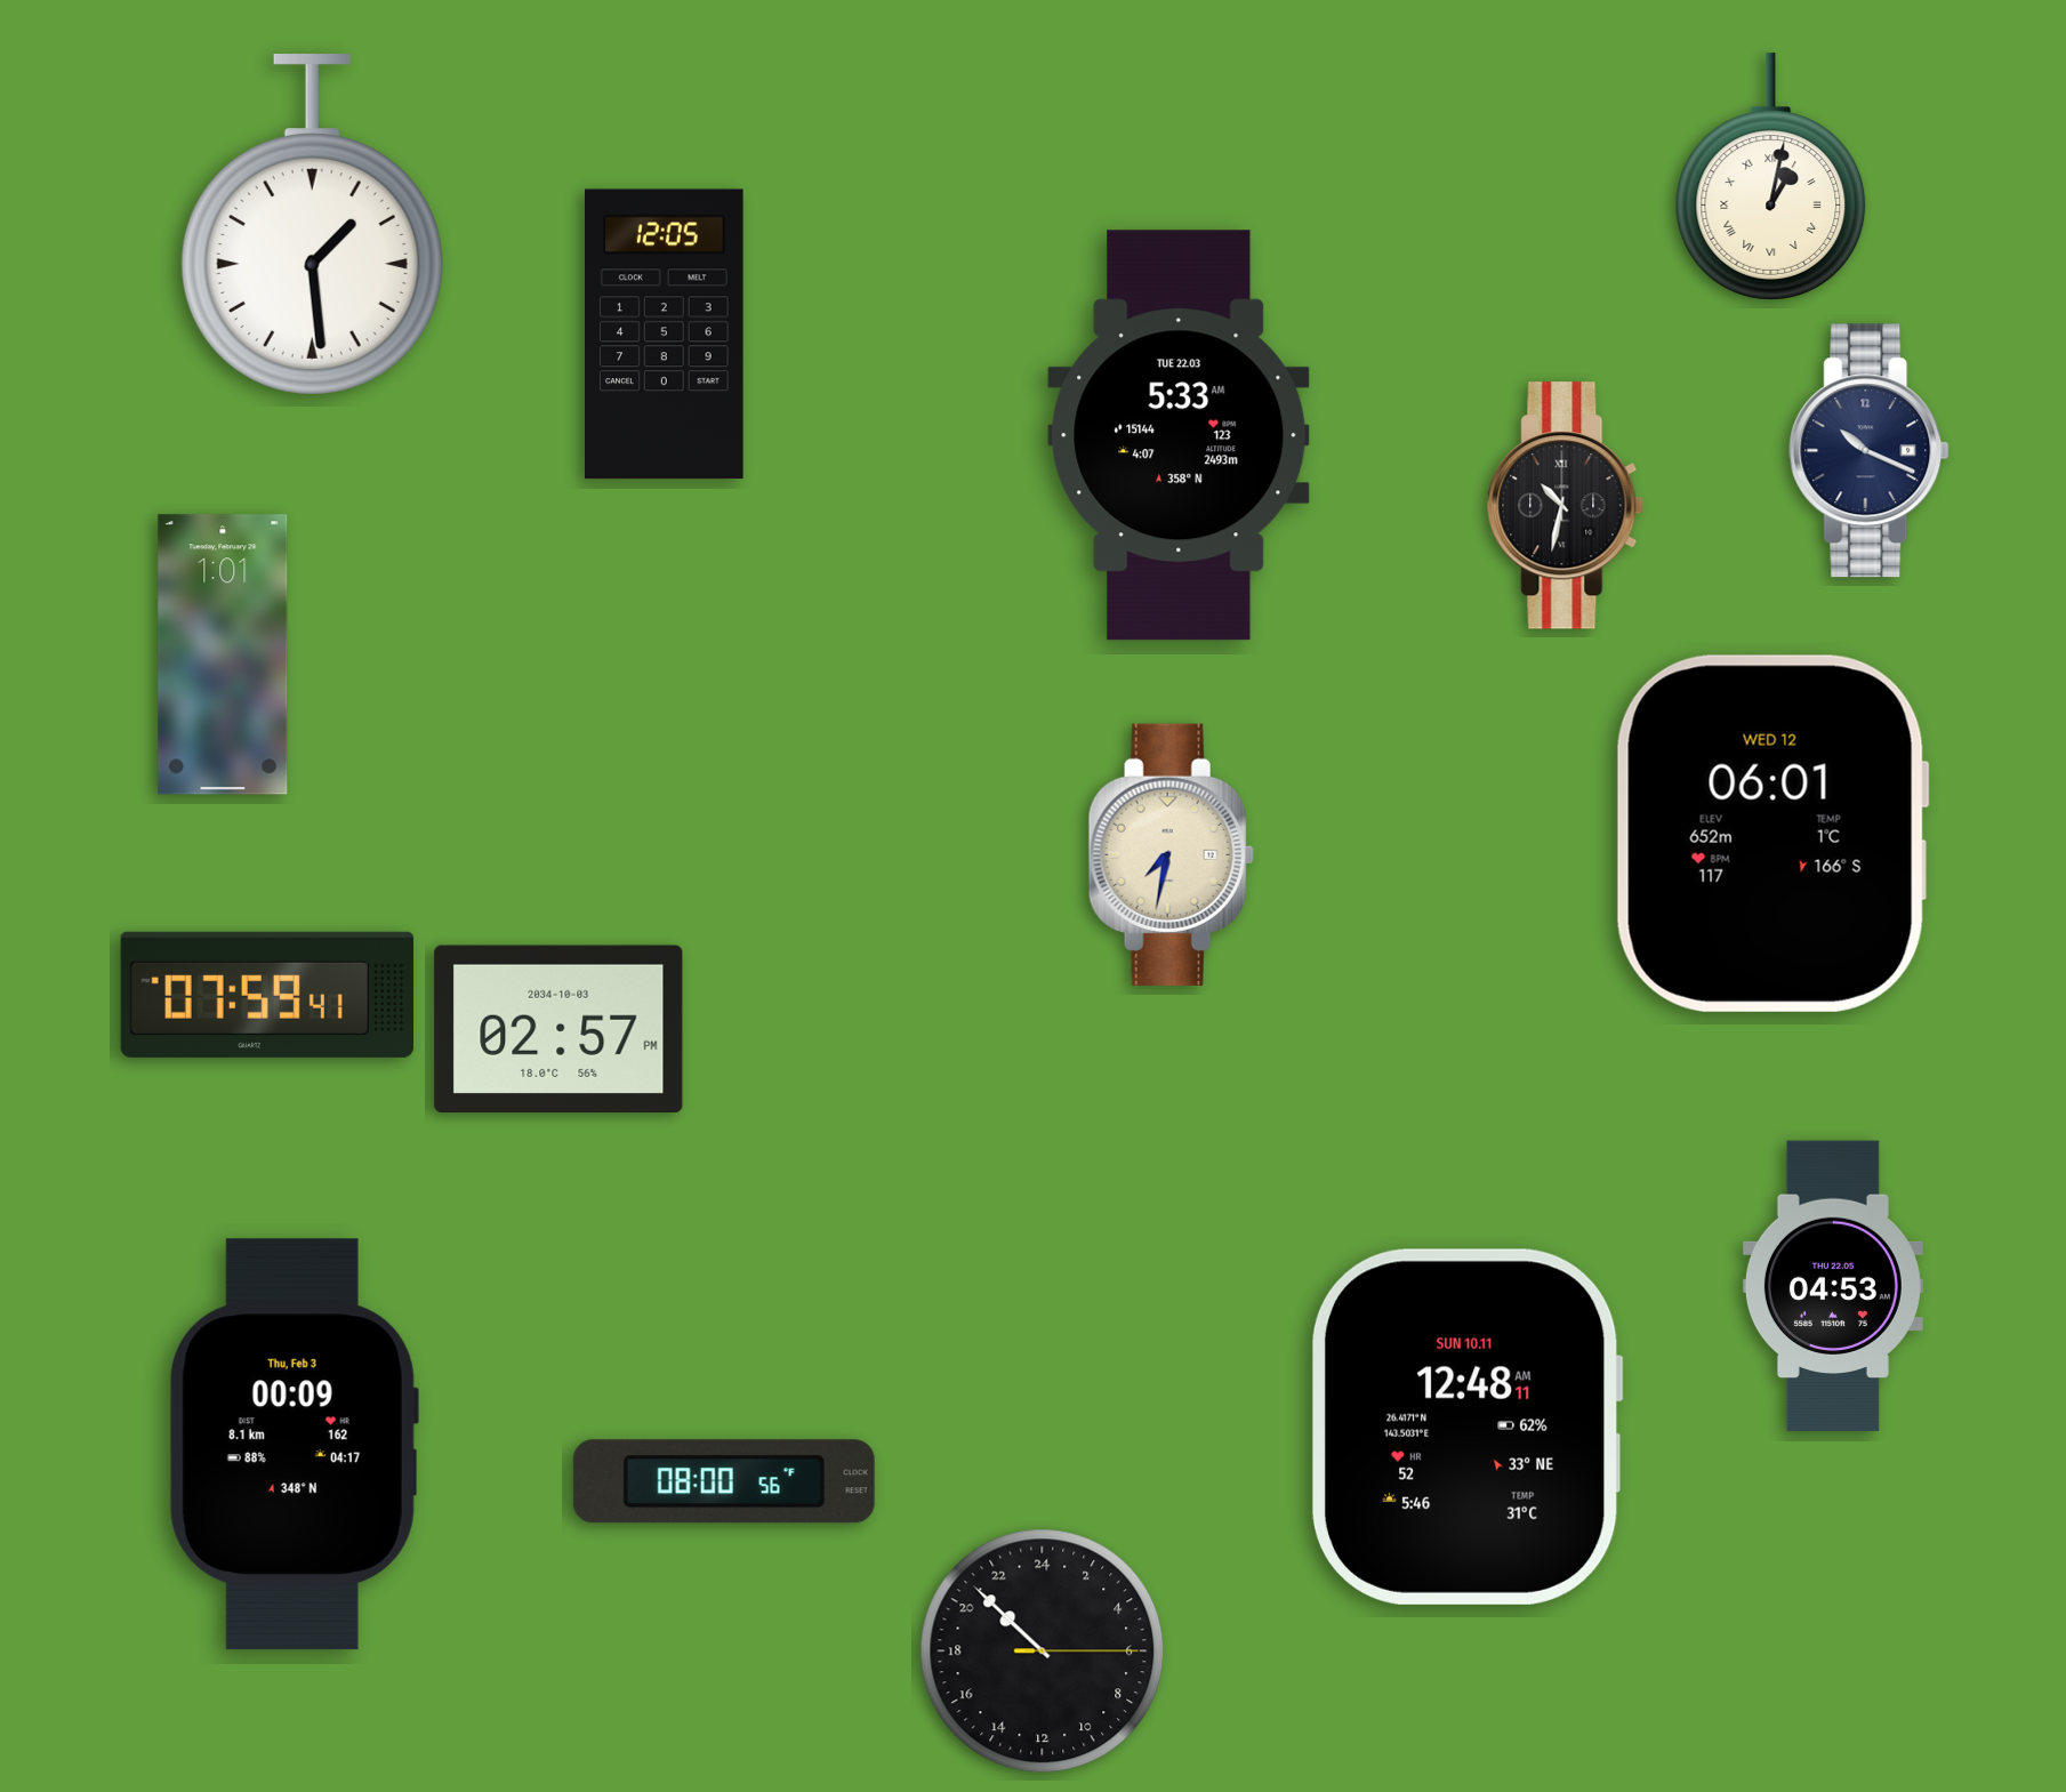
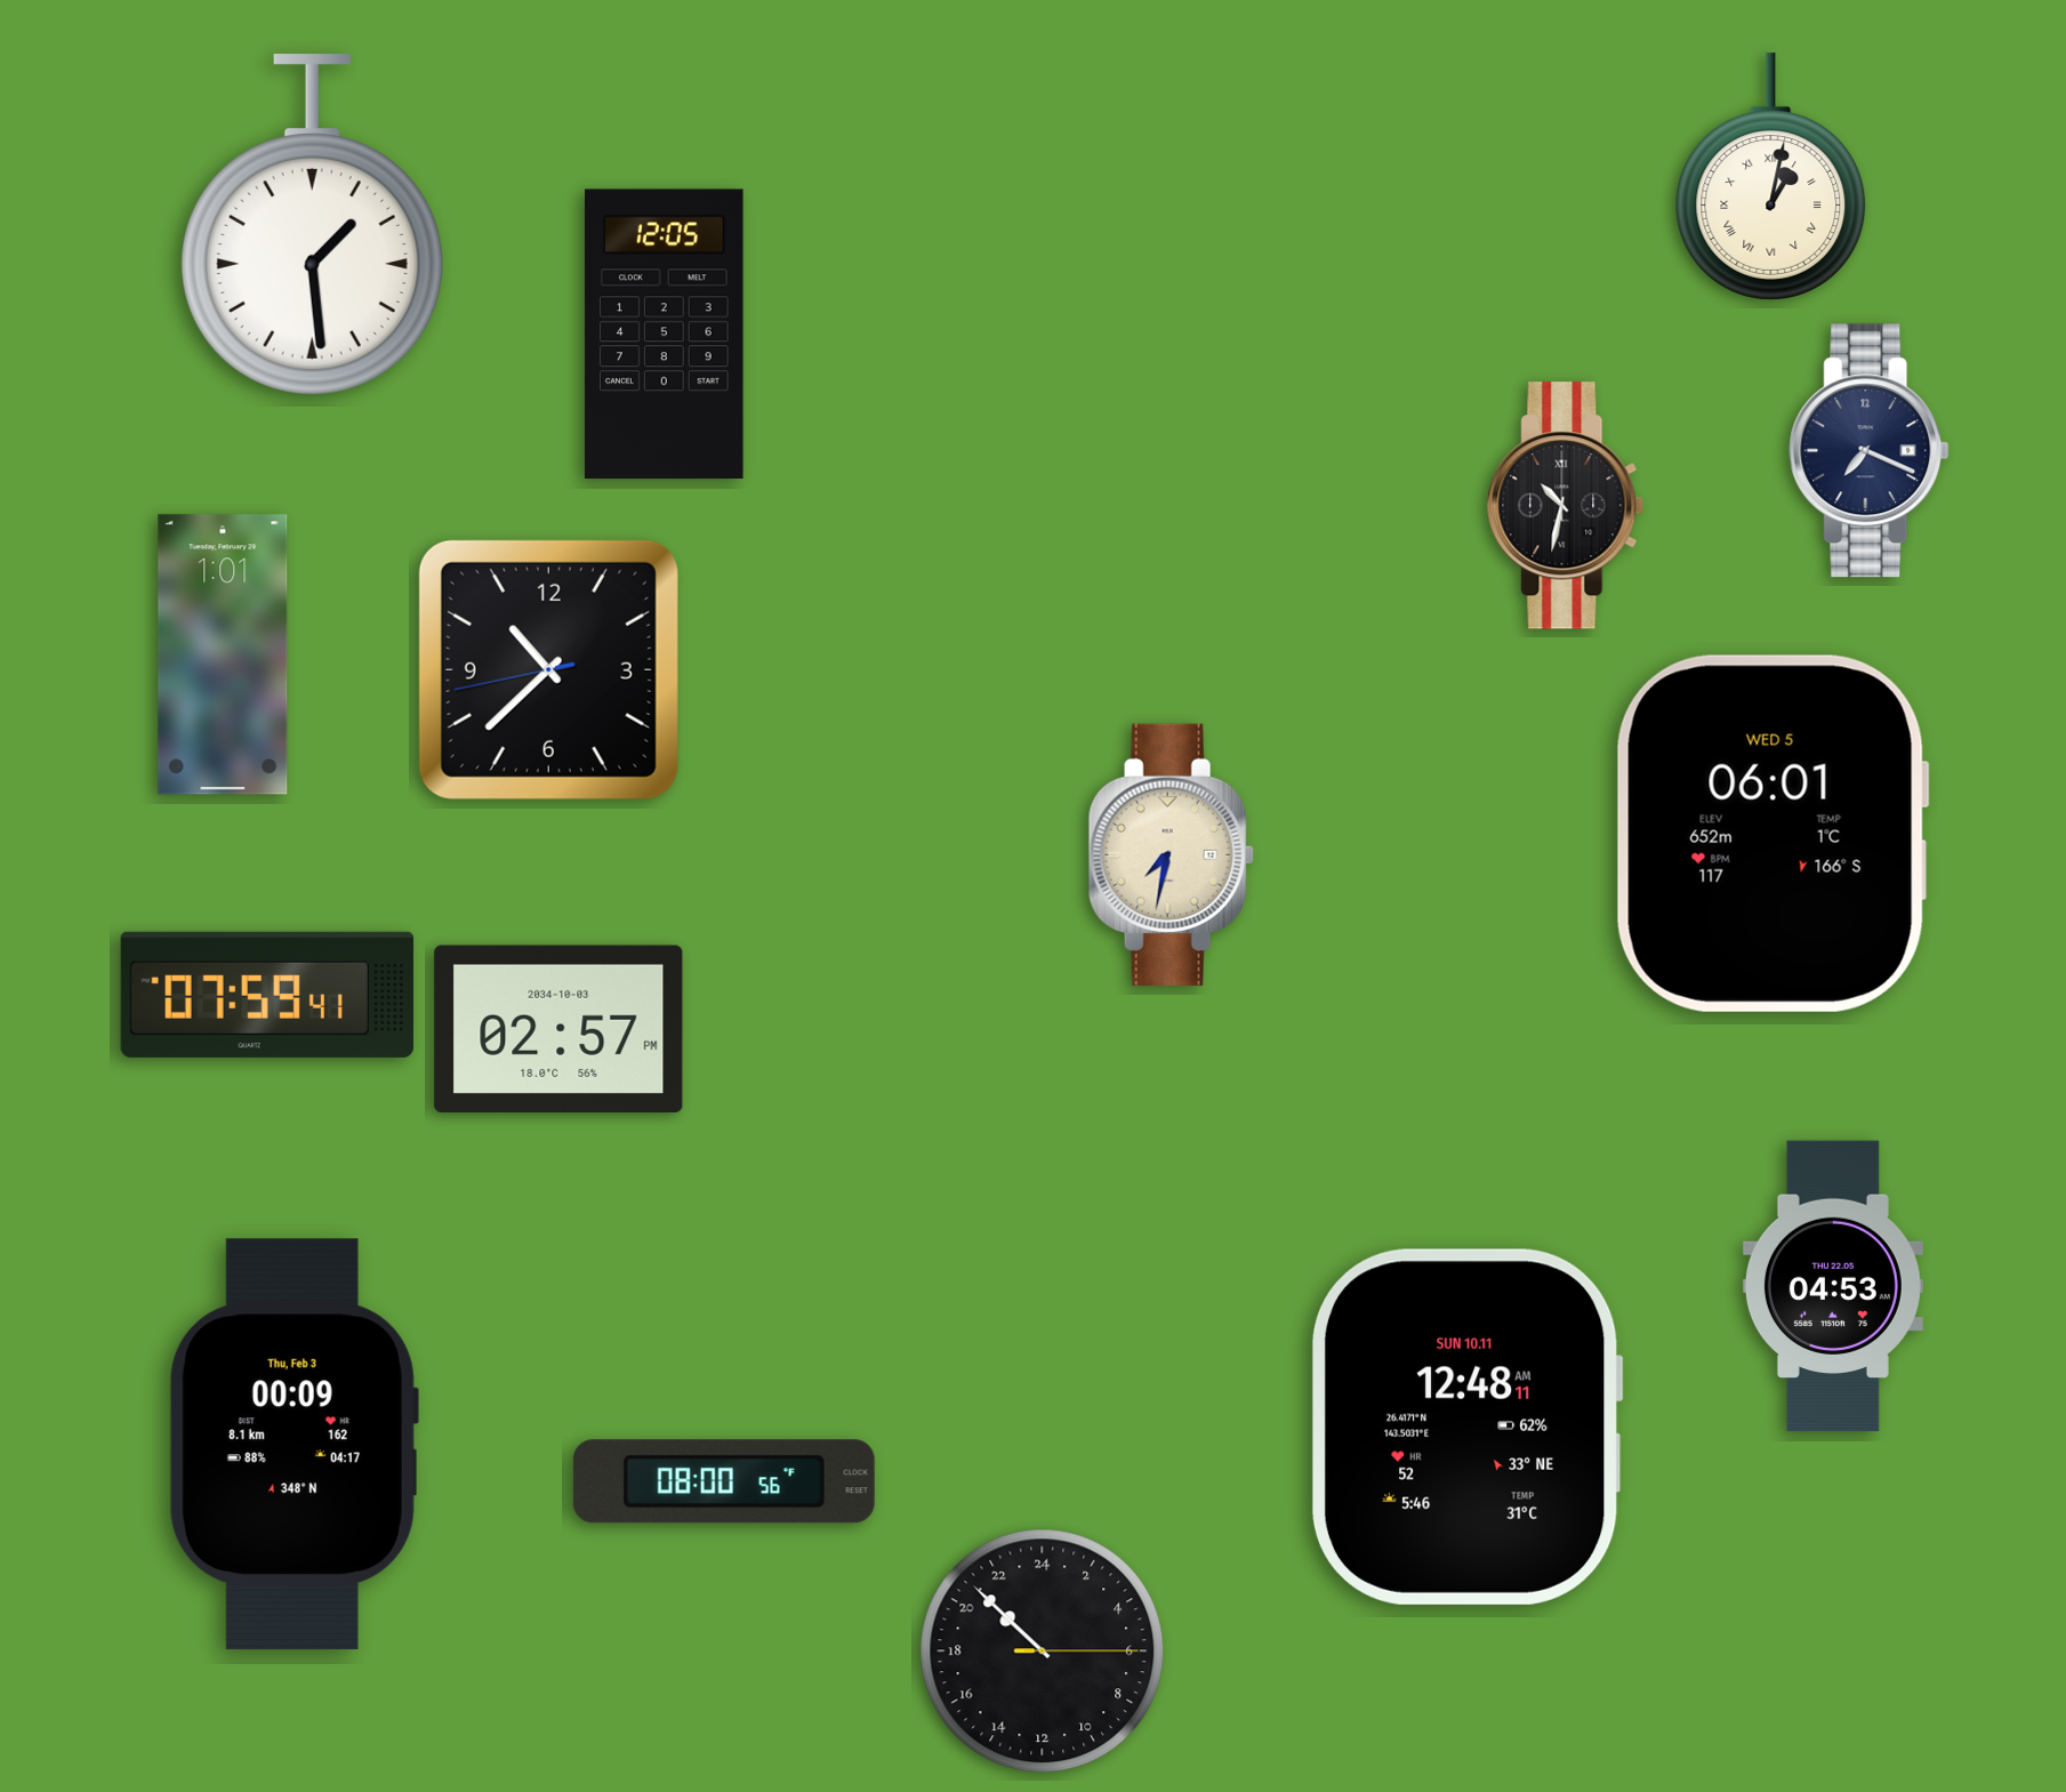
clock at (1179, 435): 5:33 -> none
clock at (1870, 451): 10:19 -> 7:19
clock at (548, 669): none -> 10:37
clock at (1772, 834) date: WED 12 -> WED 5
